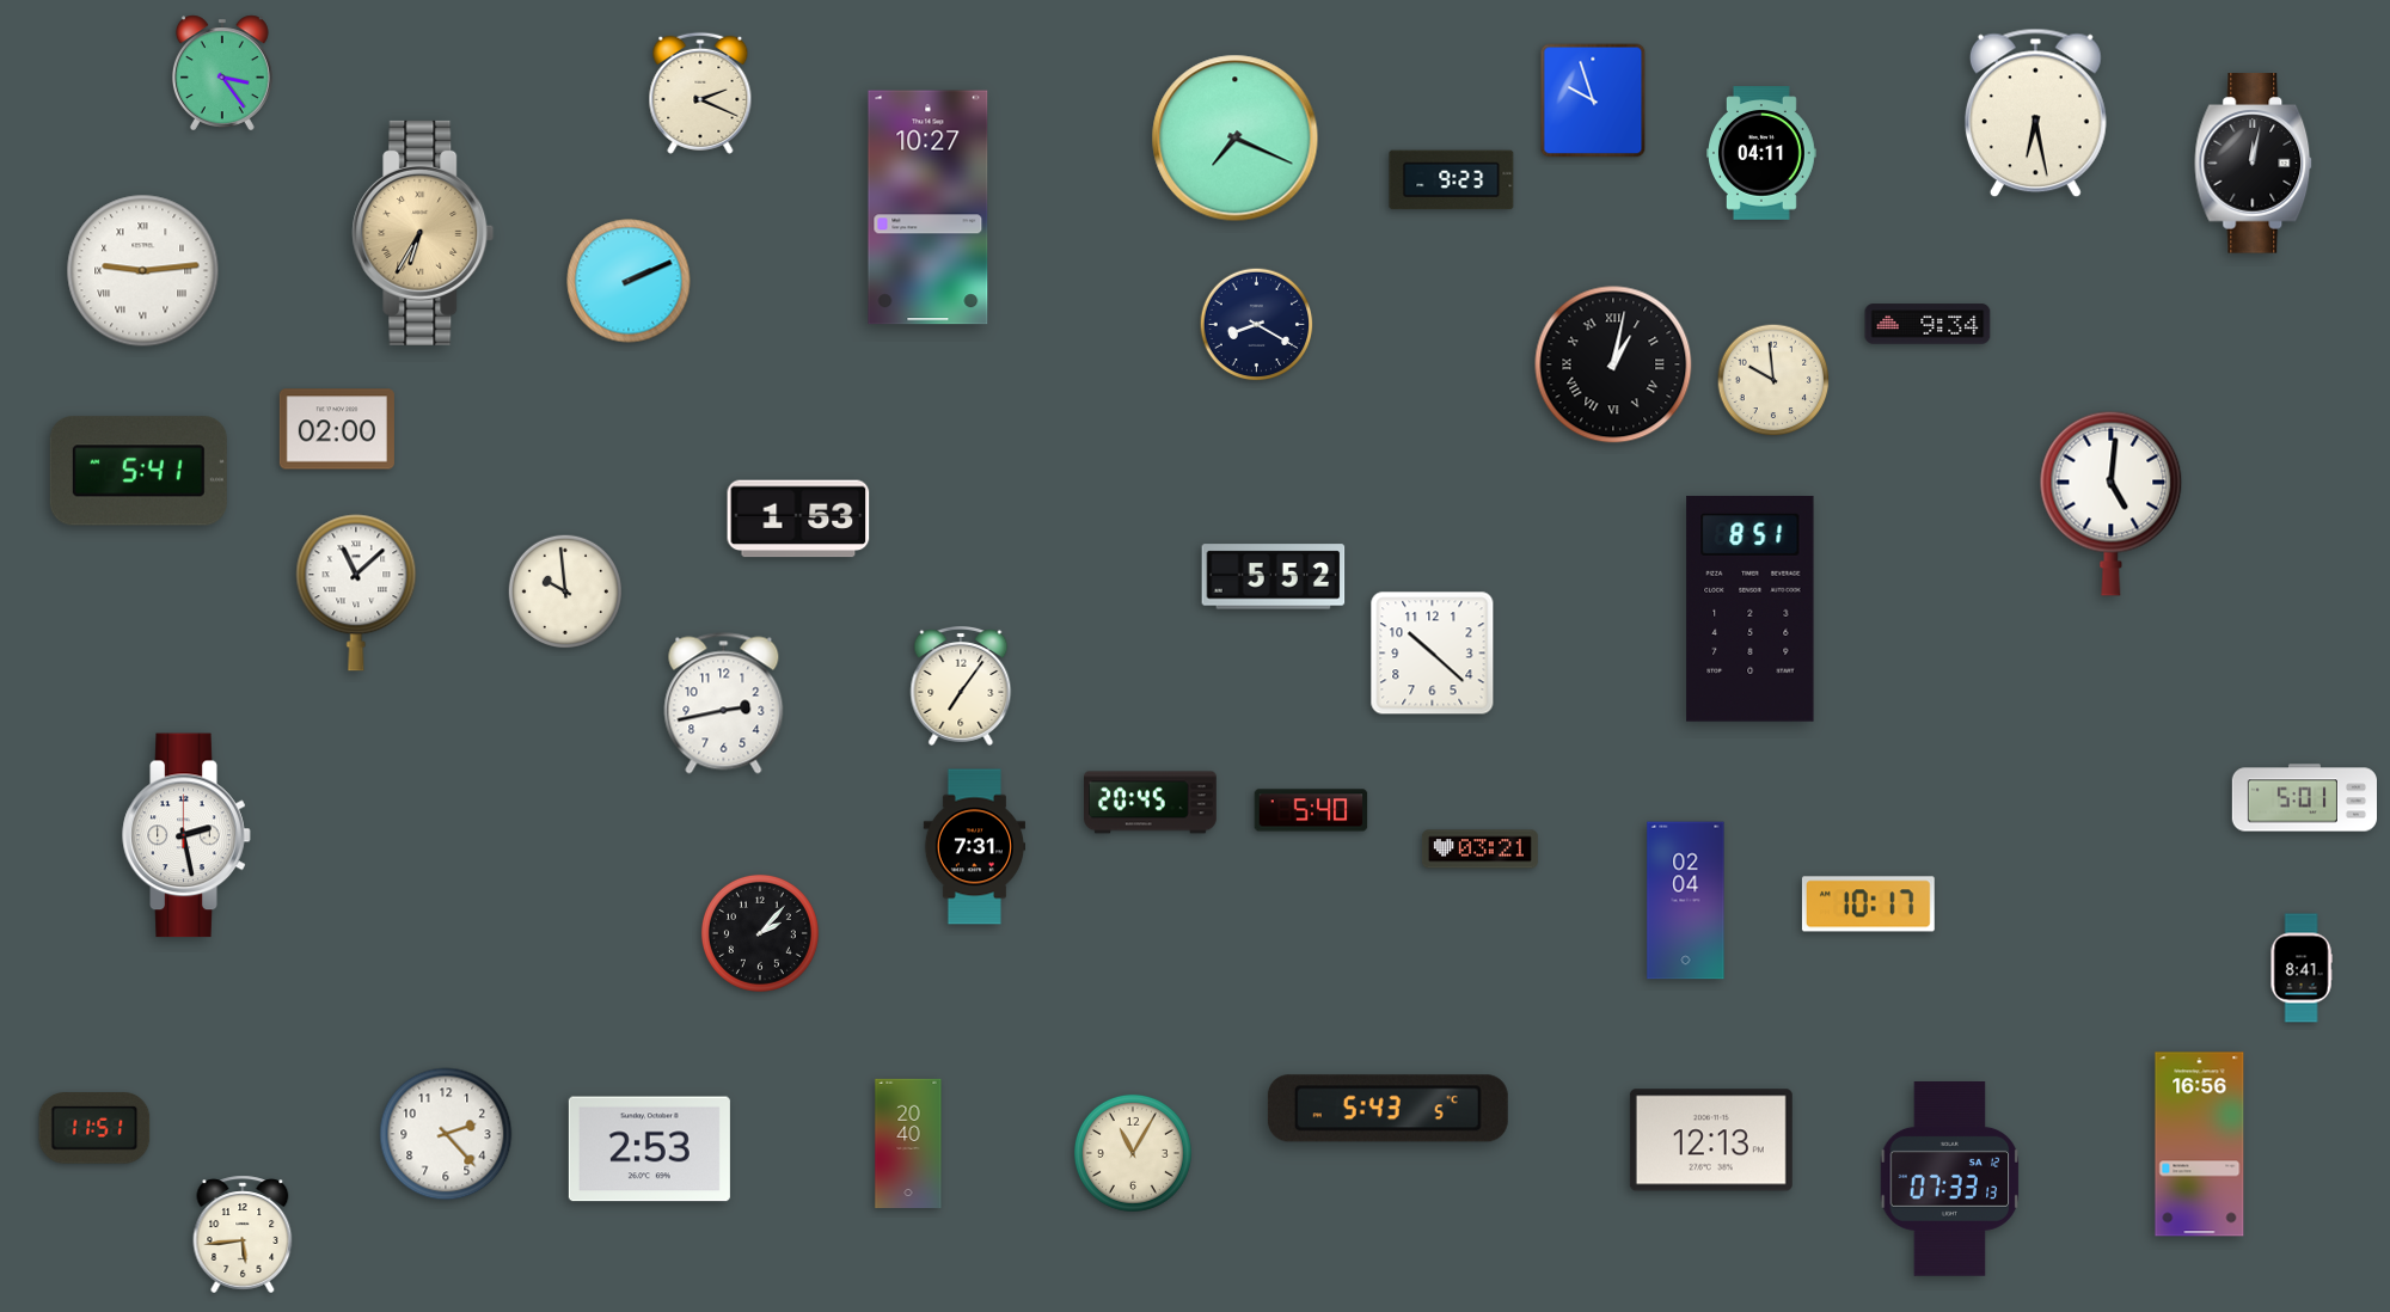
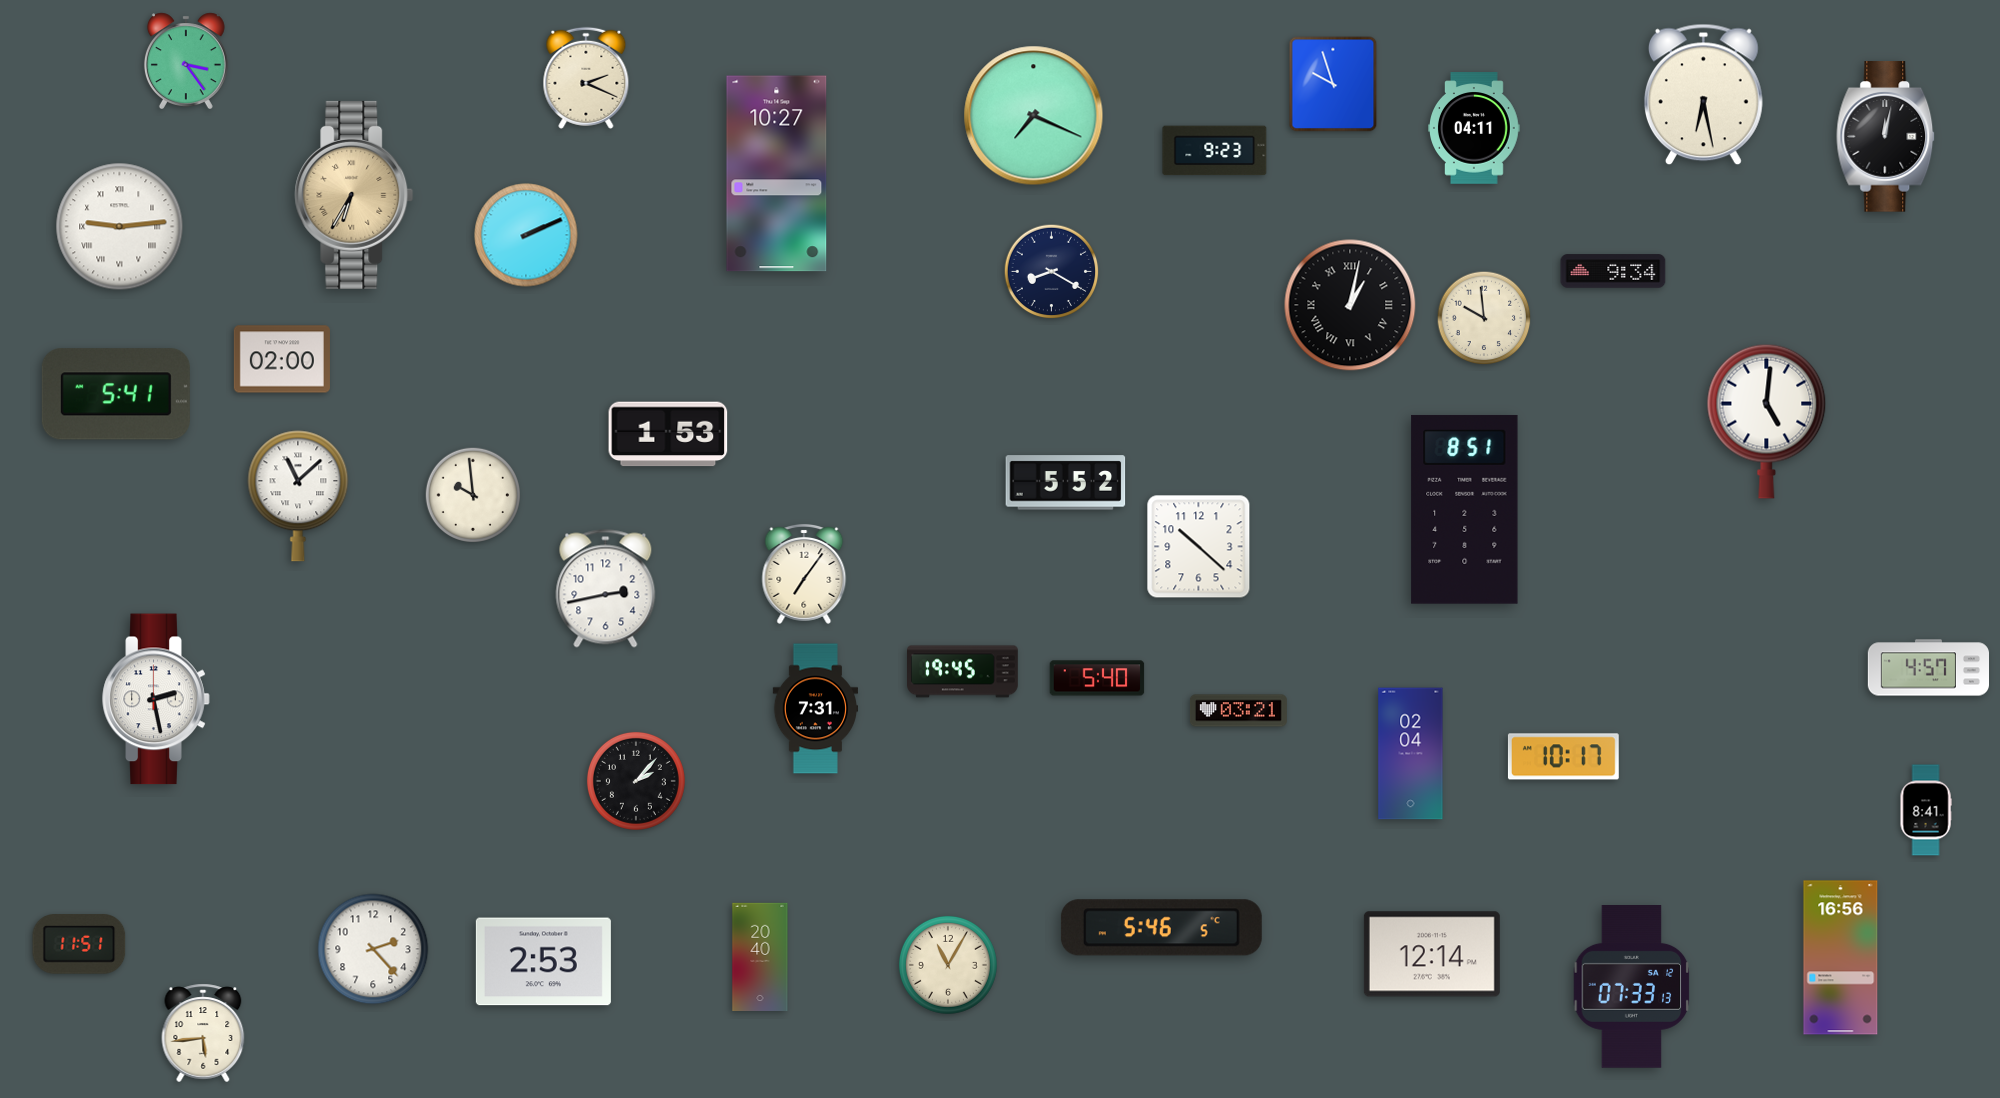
clock at (2304, 798): 5:01 -> 4:57
clock at (1151, 803): 20:45 -> 19:45
clock at (1387, 1109): 5:43 -> 5:46
clock at (1711, 1140): 12:13 -> 12:14
